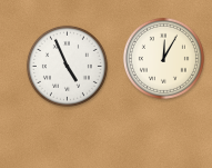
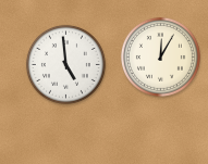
clock at (67, 66): 4:56 -> 4:59
